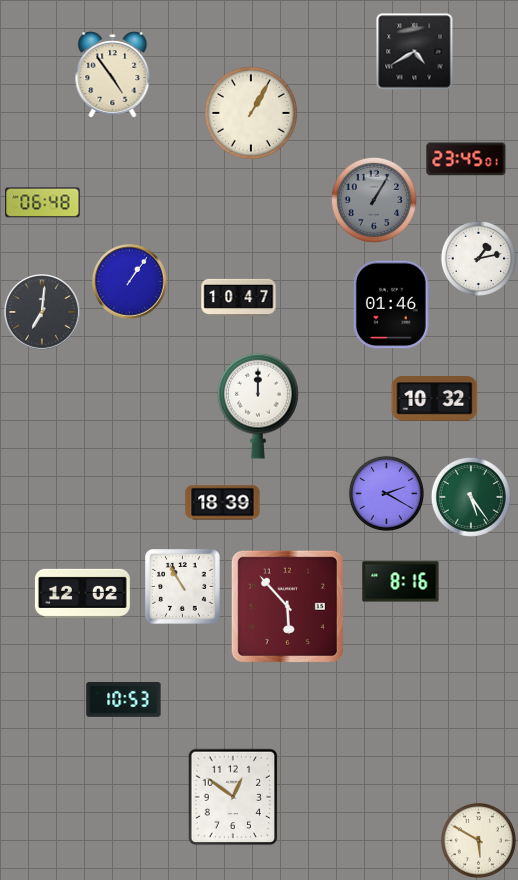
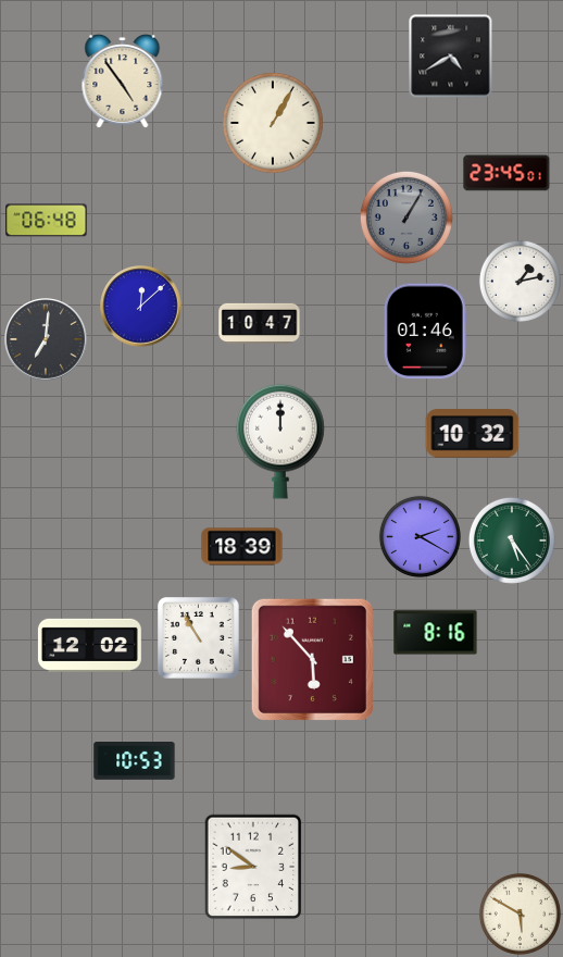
clock at (130, 282): 1:06 -> 12:08
clock at (233, 797): 12:51 -> 8:51
